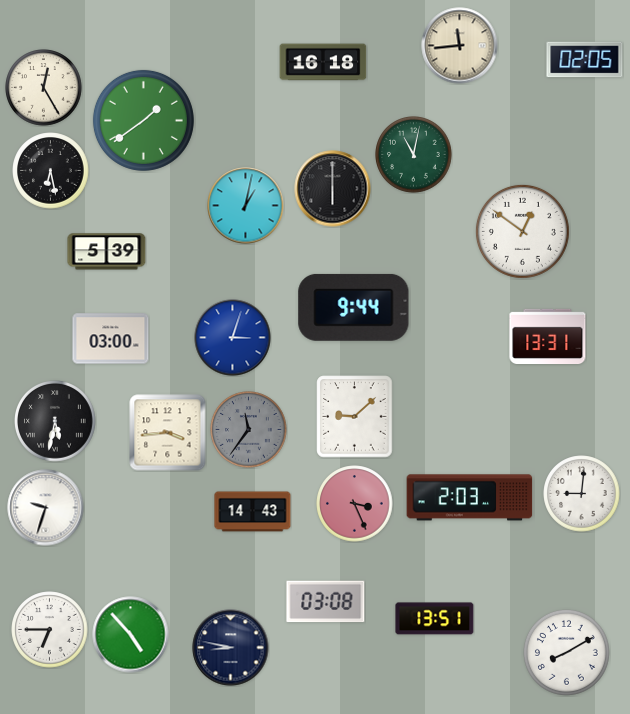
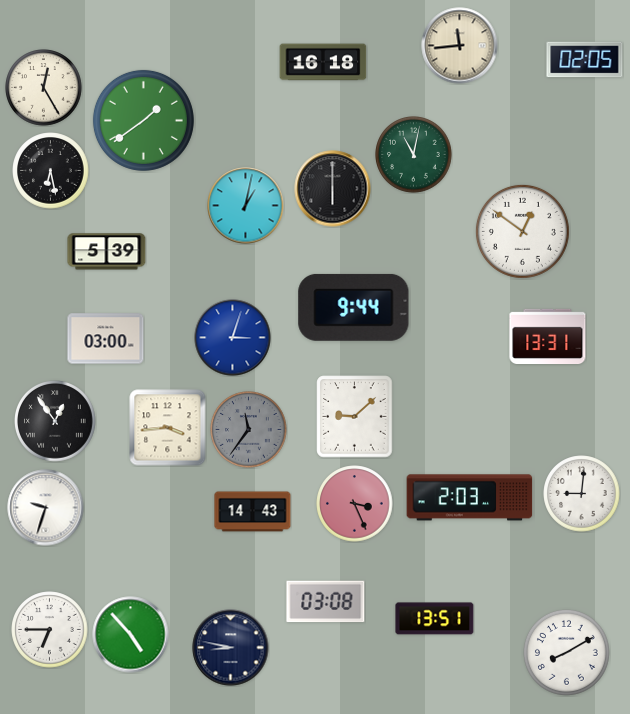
clock at (111, 339) position: (111, 339) -> (106, 339)
clock at (56, 422): 5:32 -> 12:54
clock at (168, 433) position: (168, 433) -> (168, 428)
